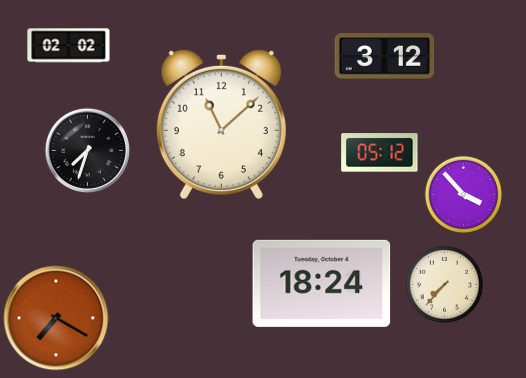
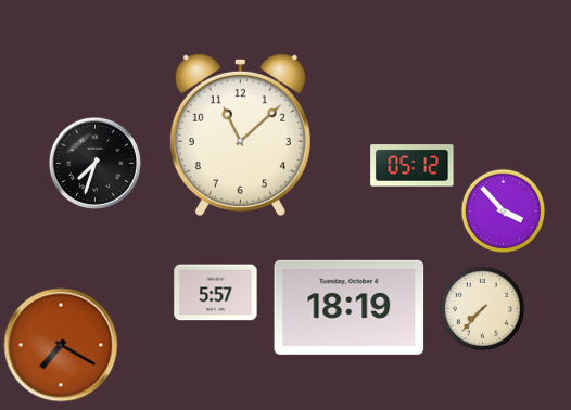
clock at (69, 46): 02:02 -> none
clock at (385, 57): 3:12 -> none
clock at (216, 293): none -> 5:57
clock at (322, 283): 18:24 -> 18:19
